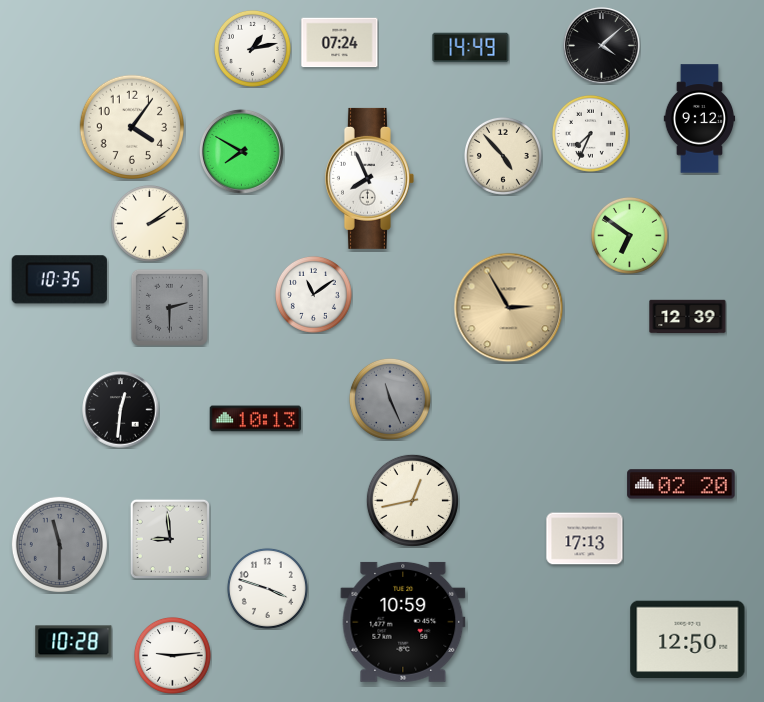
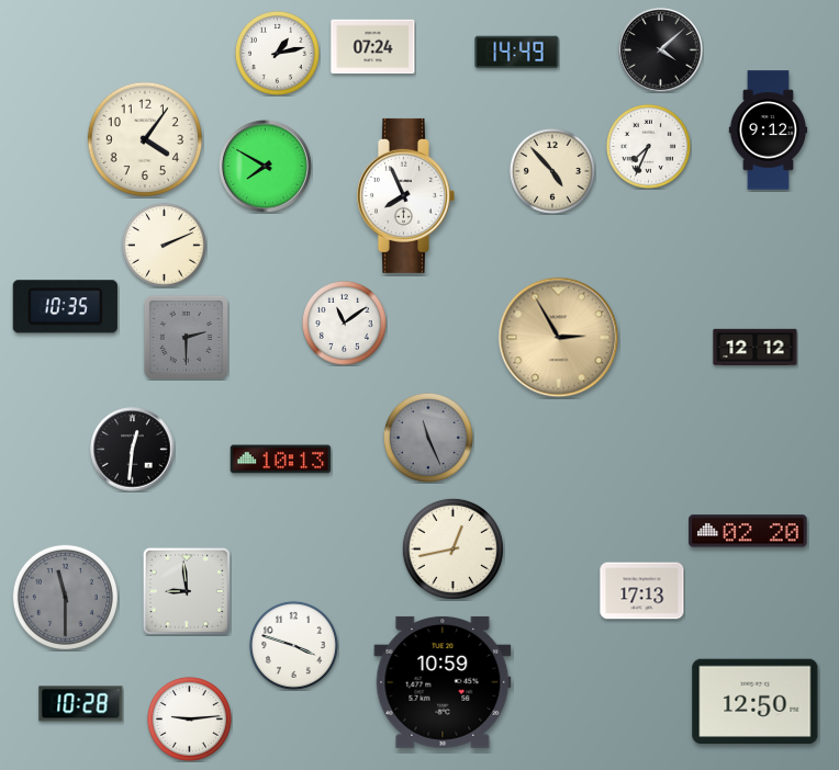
clock at (149, 223): 2:09 -> 2:11
clock at (629, 235): 6:51 -> none
clock at (688, 317): 12:39 -> 12:12
